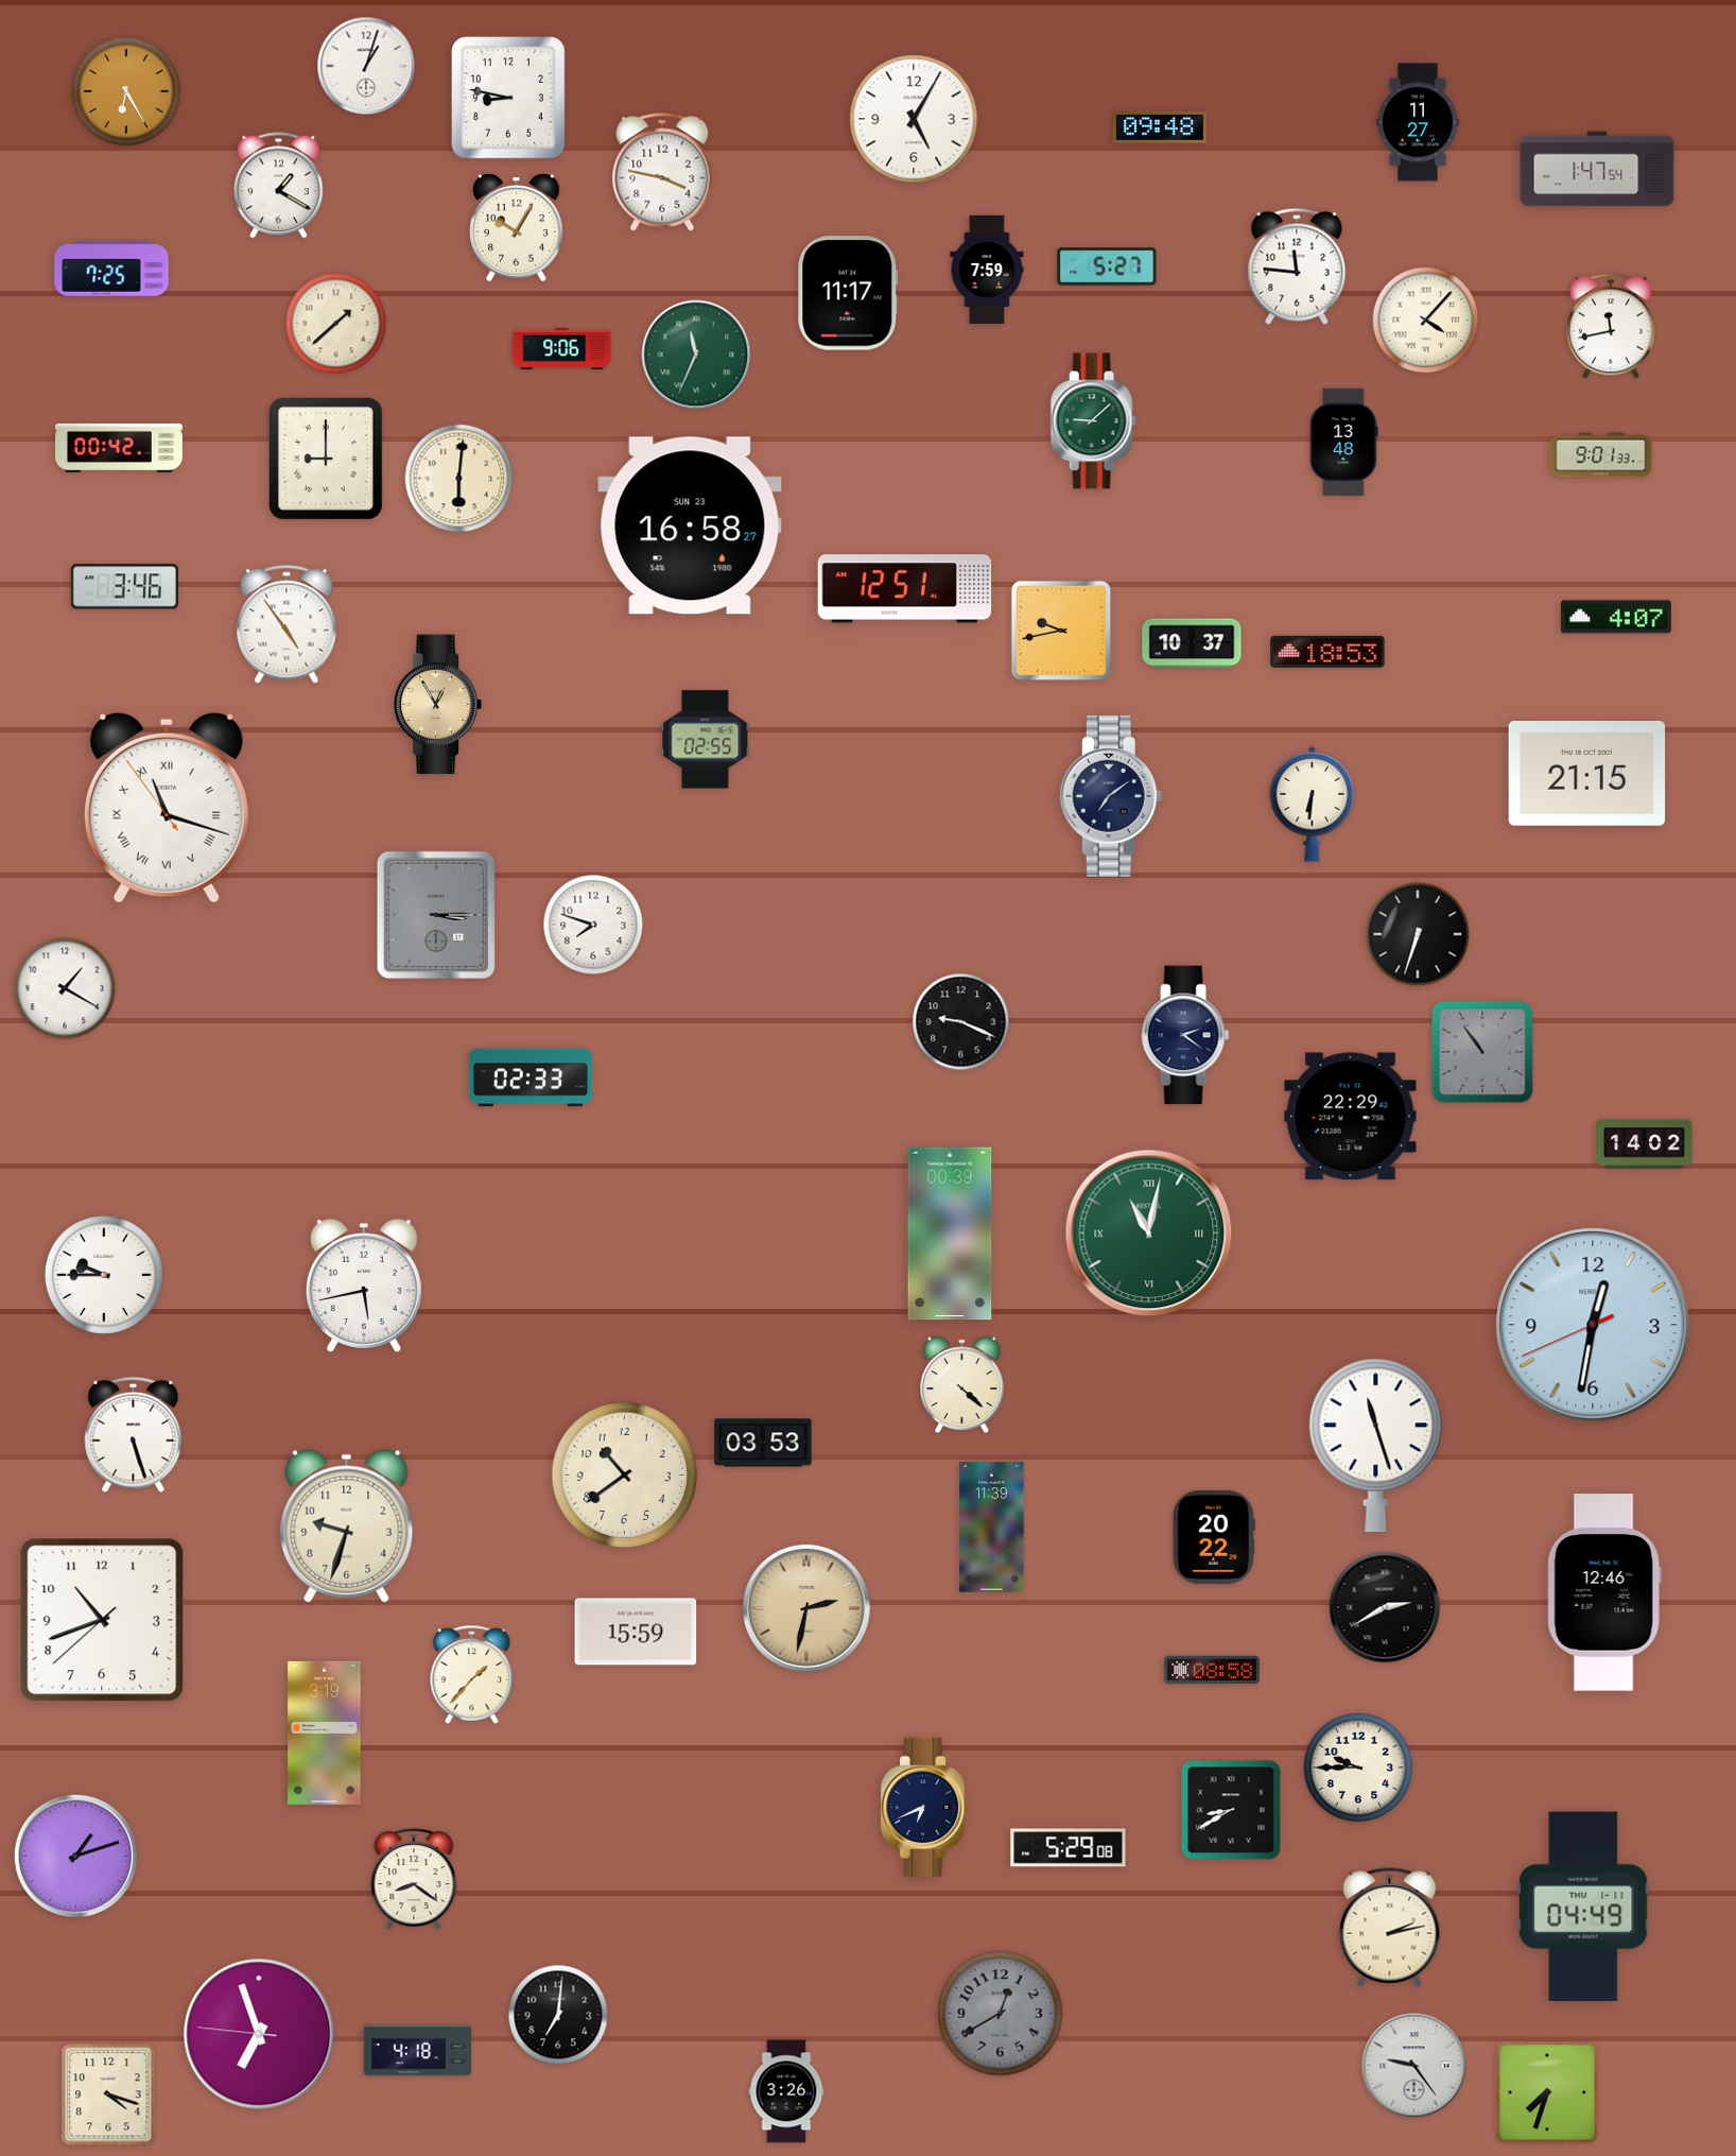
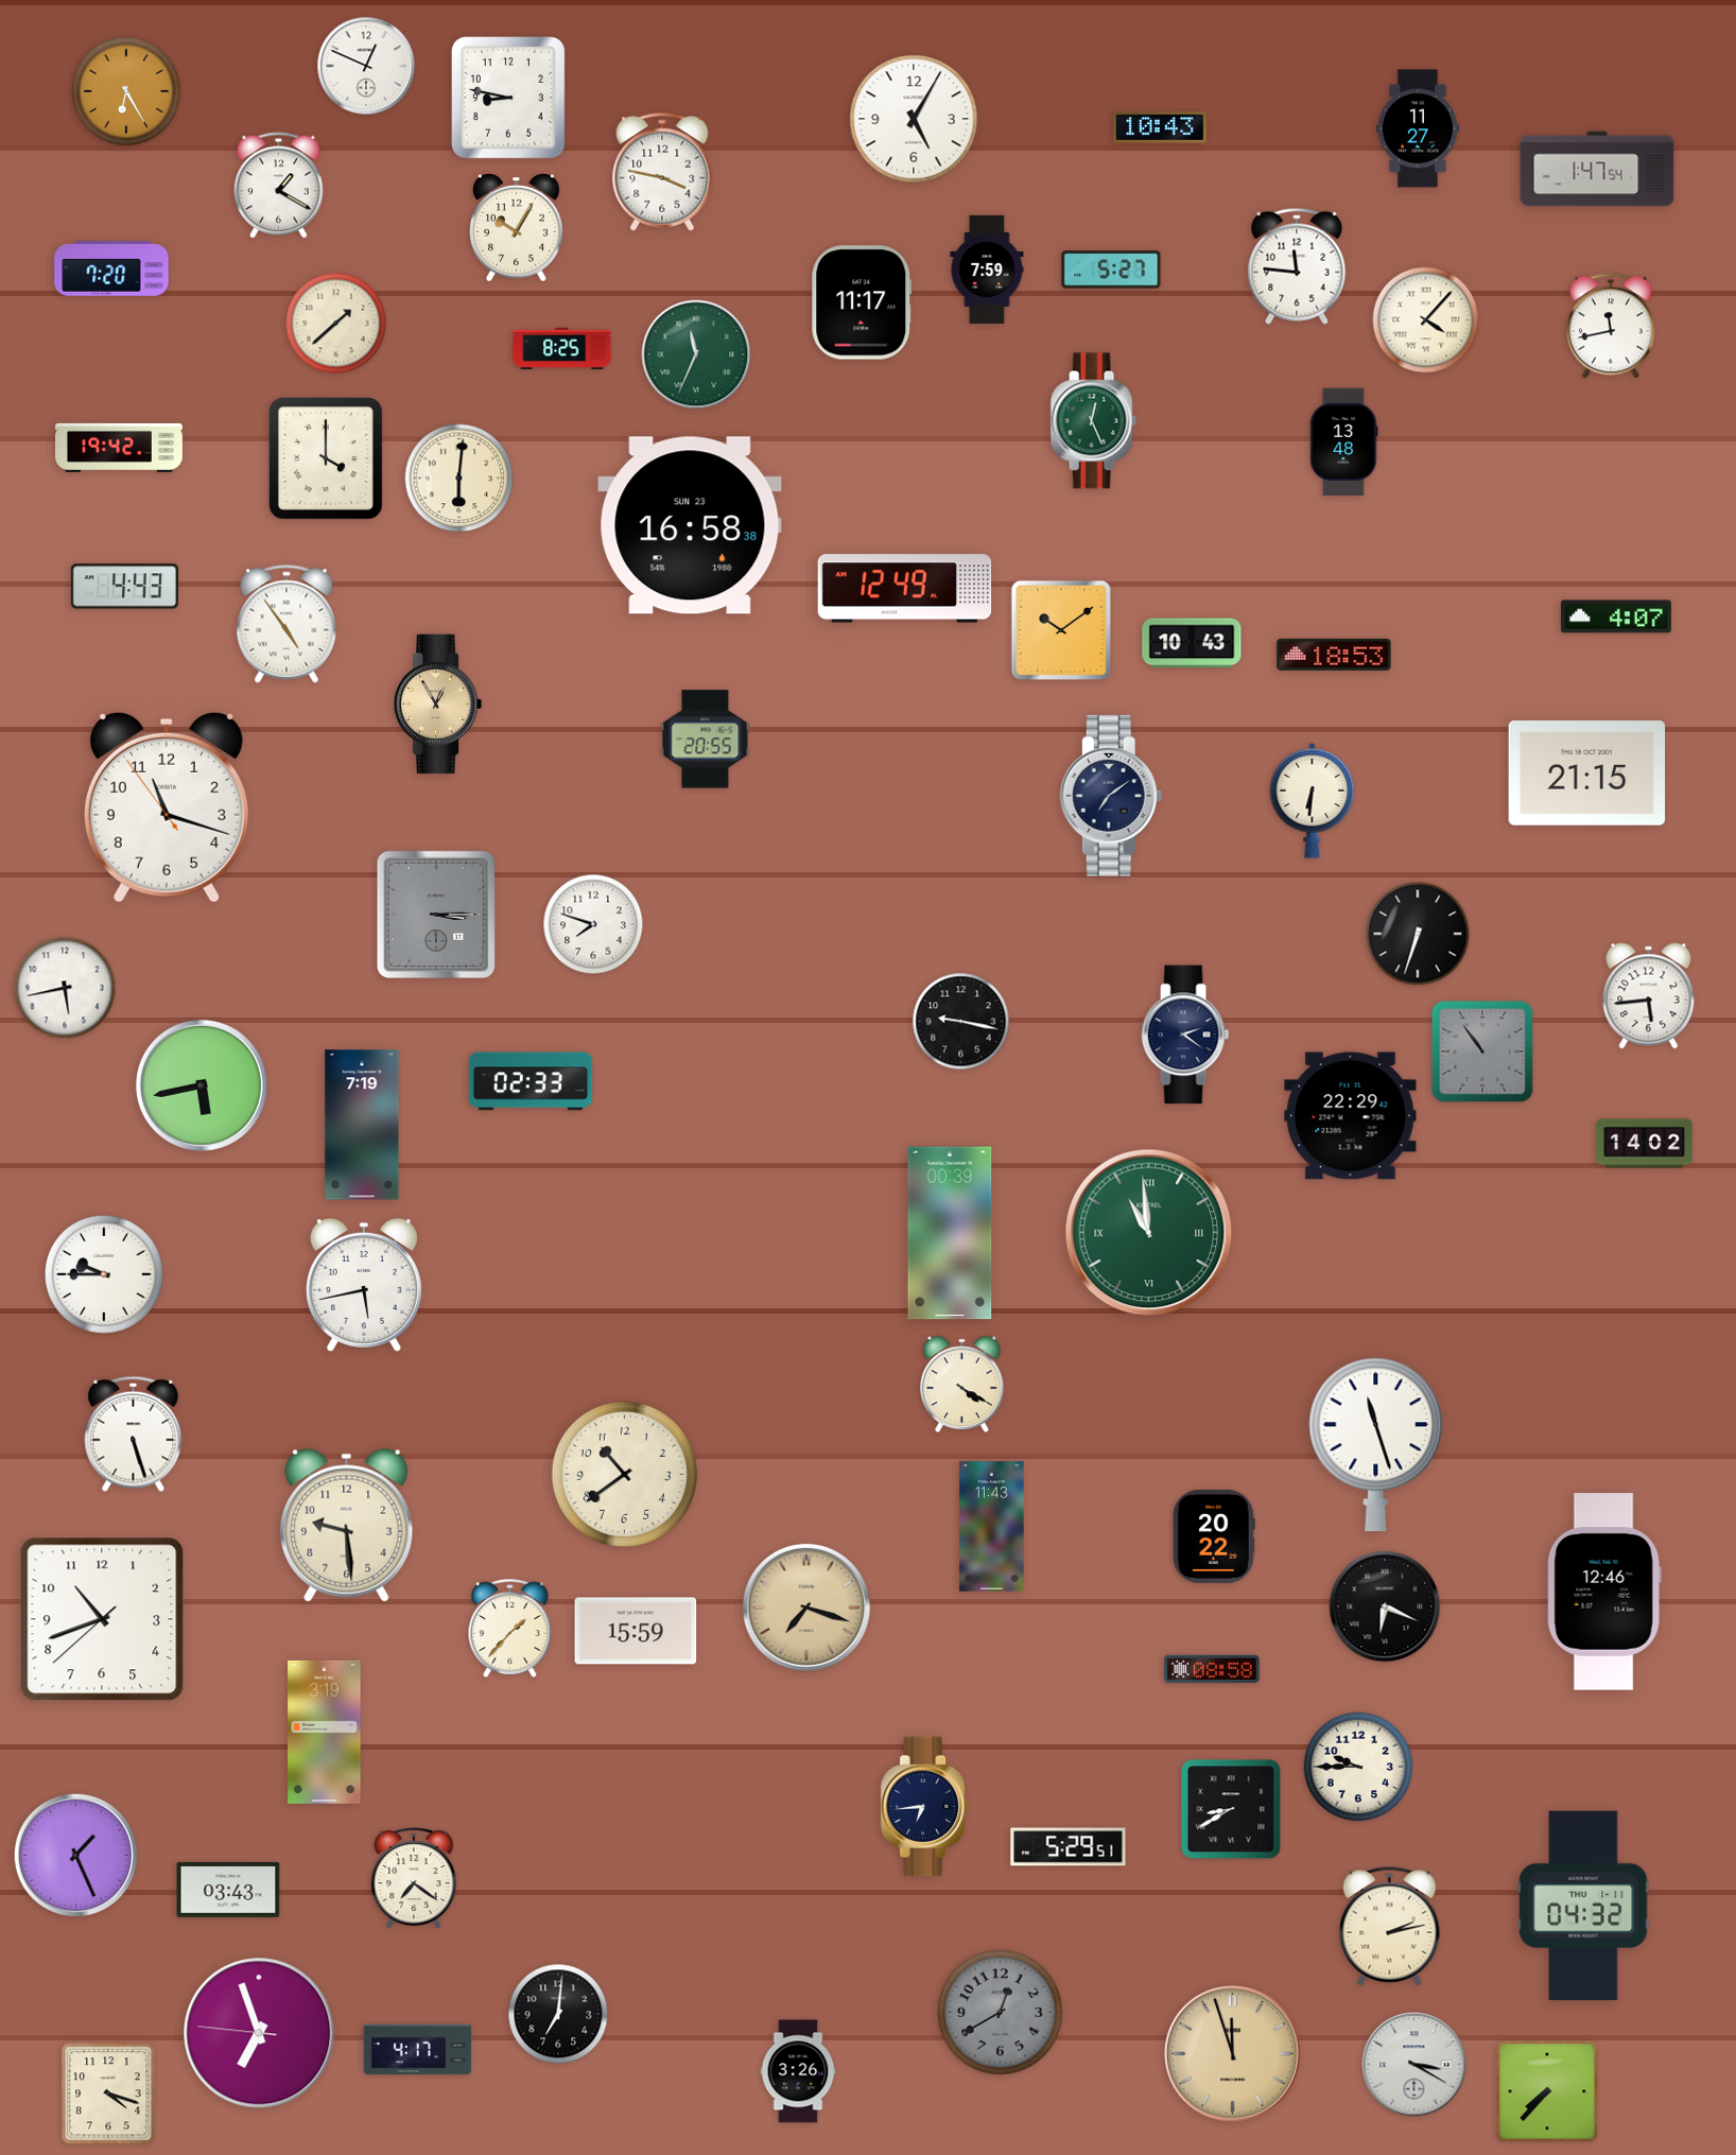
clock at (366, 66): 1:03 -> 12:49
clock at (1419, 122) position: (1419, 122) -> (1419, 128)
clock at (1160, 128): 09:48 -> 10:43
clock at (1107, 266) position: (1107, 266) -> (1111, 270)
clock at (111, 270): 7:25 -> 7:20
clock at (848, 293) position: (848, 293) -> (862, 302)
clock at (562, 348): 9:06 -> 8:25
clock at (1093, 421): 9:08 -> 12:26
clock at (120, 448): 00:42 -> 19:42
clock at (1601, 455): 9:01 -> none
clock at (327, 459): 9:00 -> 4:00
clock at (690, 525): 16:58:27 -> 16:58:38
clock at (124, 587): 3:46 -> 4:43
clock at (905, 589): 12:51 -> 12:49
clock at (1060, 629): 9:43 -> 10:09
clock at (1192, 643): 10:37 -> 10:43
clock at (1327, 652) position: (1327, 652) -> (1334, 655)
clock at (706, 740): 02:55 -> 20:55
clock at (1313, 804) position: (1313, 804) -> (1313, 800)
clock at (167, 808) numerals: Roman -> Arabic
clock at (65, 988): 1:20 -> 5:43
clock at (1649, 996): none -> 5:44
clock at (961, 1022): 9:19 -> 9:17
clock at (531, 1077) position: (531, 1077) -> (531, 1081)
clock at (202, 1085): none -> 5:43
clock at (362, 1125): none -> 7:19
clock at (1149, 1234): 11:02 -> 10:59
clock at (1593, 1325): 12:31 -> none
clock at (962, 1385): 4:22 -> 4:20
clock at (763, 1443): 03:53 -> none
clock at (347, 1525): 9:33 -> 9:29
clock at (992, 1528): 11:39 -> 11:43
clock at (1385, 1607): 2:40 -> 6:19
clock at (806, 1608): 2:32 -> 7:18
clock at (472, 1674) position: (472, 1674) -> (510, 1628)
clock at (925, 1808): 6:41 -> 6:44
clock at (1069, 1848): 5:29:08 -> 5:29:51
clock at (75, 1856): 1:12 -> 1:26
clock at (414, 1880): 8:21 -> 7:21
clock at (228, 1890): none -> 03:43
clock at (1583, 1907): 04:49 -> 04:32
clock at (418, 2051): 4:18 -> 4:17
clock at (1233, 2054): none -> 11:57
clock at (1414, 2066): 9:24 -> 3:20
clock at (786, 2091) position: (786, 2091) -> (798, 2071)
clock at (1547, 2092): 7:33 -> 7:37
